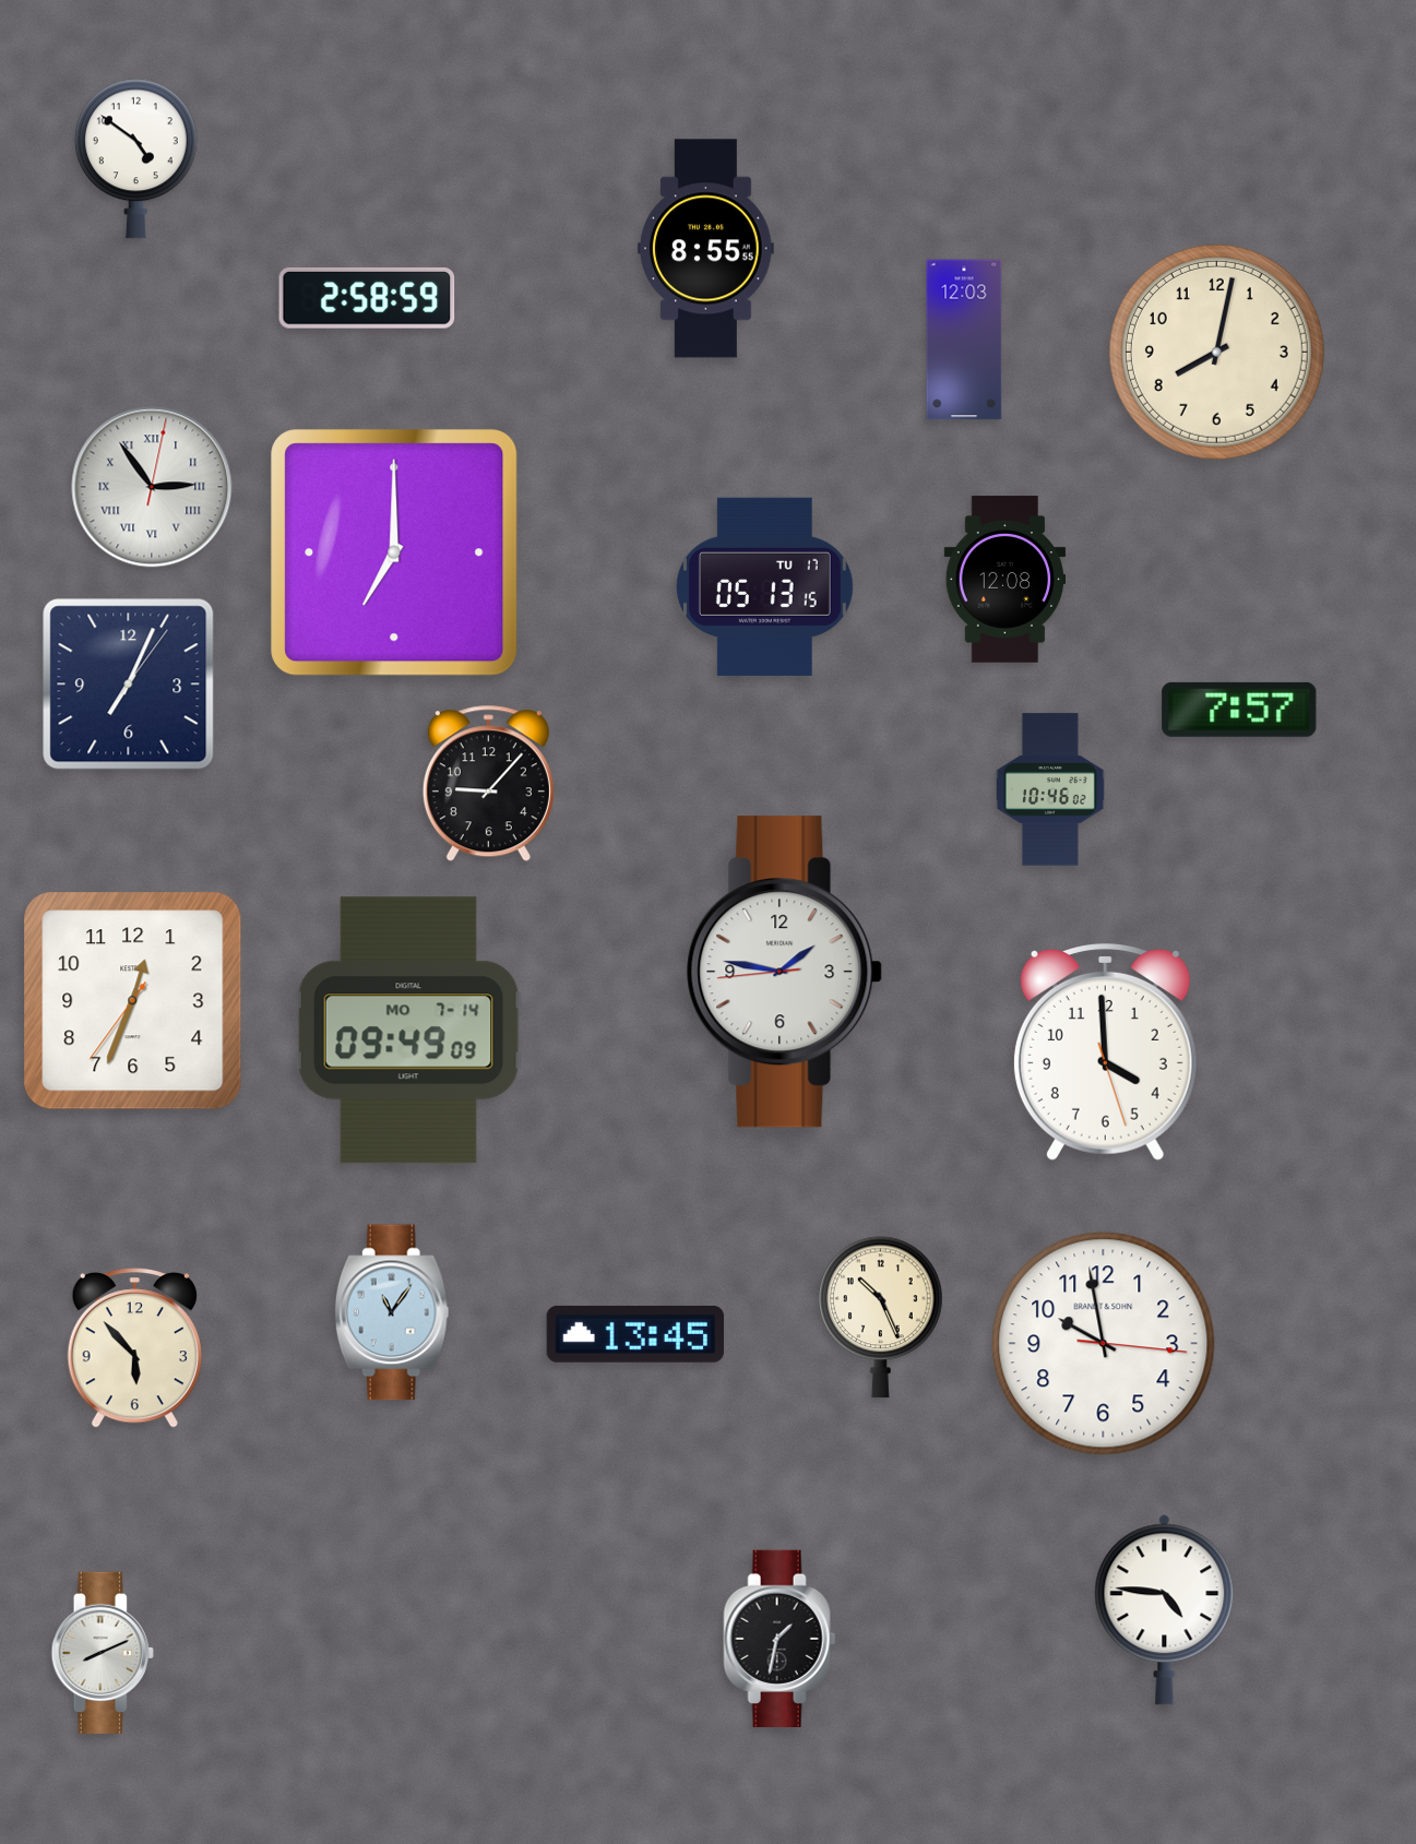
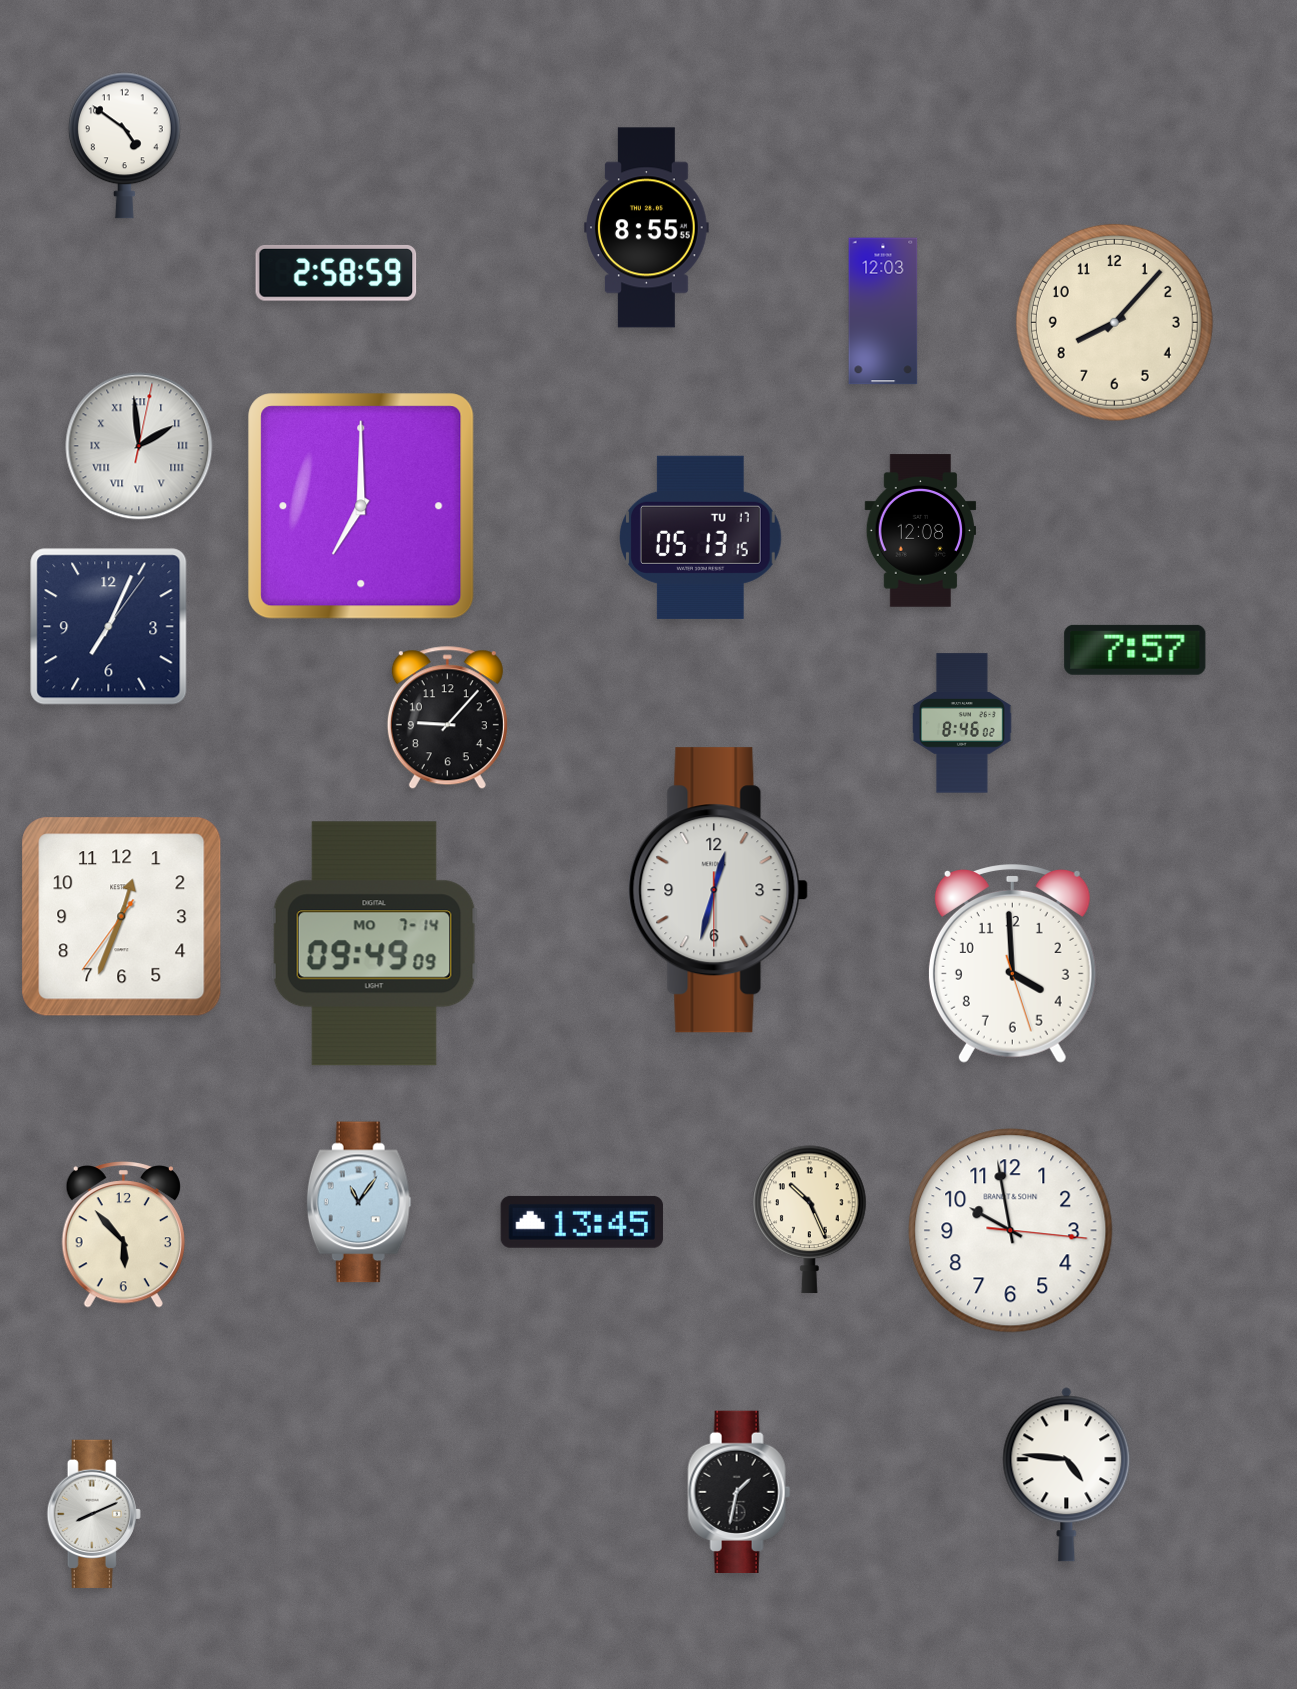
clock at (1216, 352): 8:02 -> 8:07
clock at (152, 487): 2:54 -> 1:59
clock at (129, 685) position: (129, 685) -> (109, 627)
clock at (1051, 789): 10:46 -> 8:46
clock at (784, 972): 1:46 -> 12:32
clock at (881, 1318) position: (881, 1318) -> (810, 1220)
clock at (780, 1638) position: (780, 1638) -> (739, 1491)
